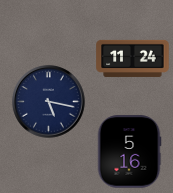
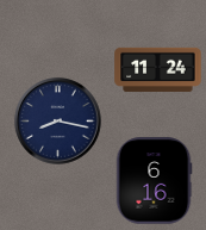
clock at (49, 102): 5:17 -> 8:17
clock at (129, 152): 5:16 -> 6:16
